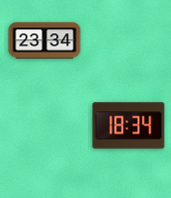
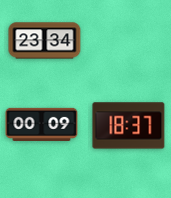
clock at (42, 124): none -> 00:09
clock at (129, 126): 18:34 -> 18:37
